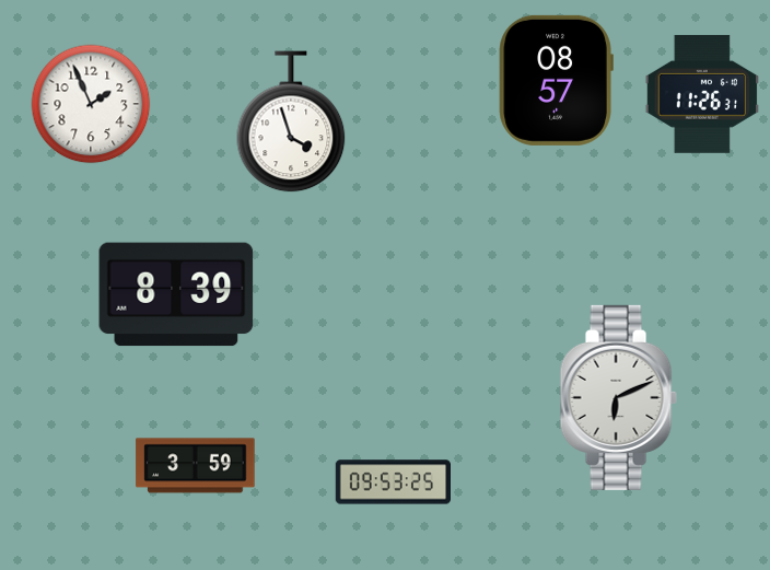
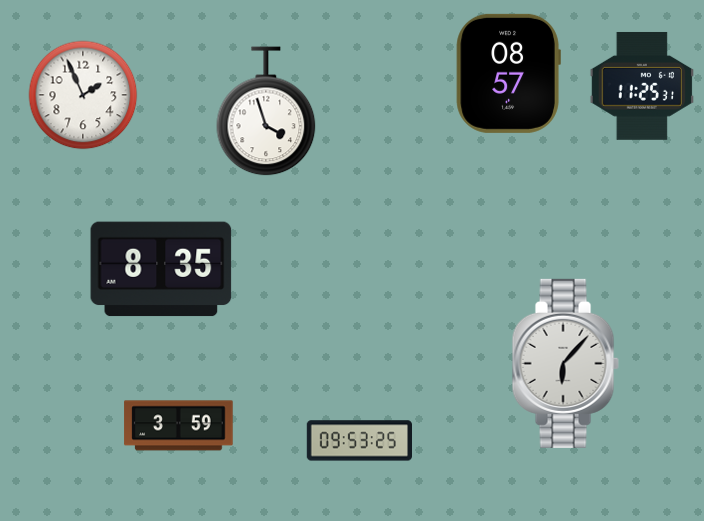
clock at (701, 94): 11:26 -> 11:25
clock at (176, 294): 8:39 -> 8:35
clock at (618, 397): 6:11 -> 6:07
